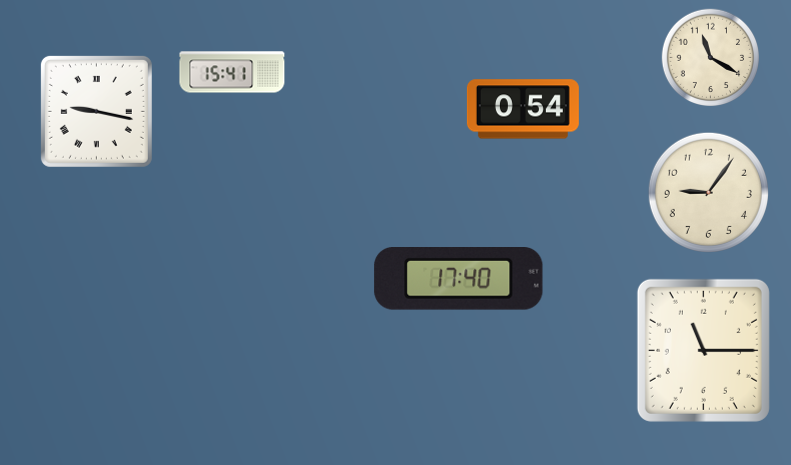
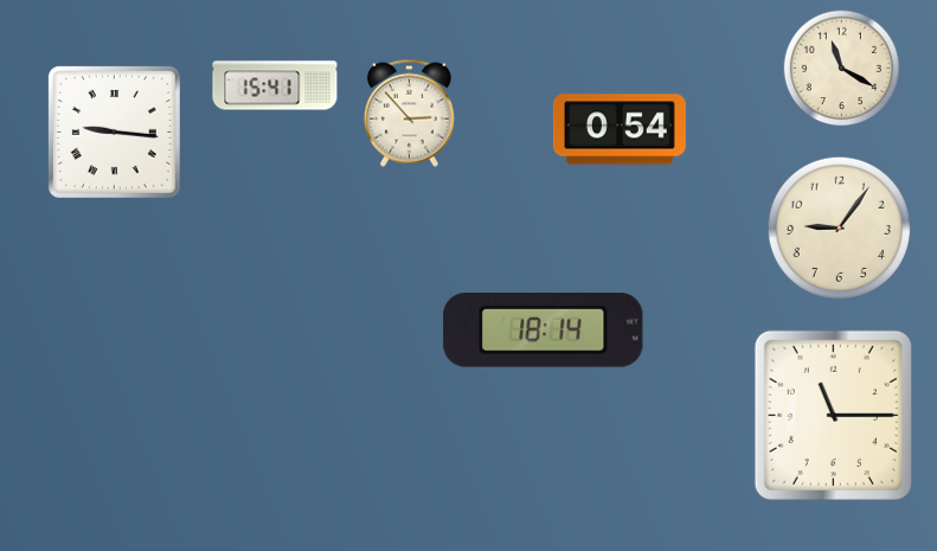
clock at (409, 113): none -> 2:53
clock at (96, 111): 9:17 -> 9:16
clock at (459, 279): 17:40 -> 18:14
